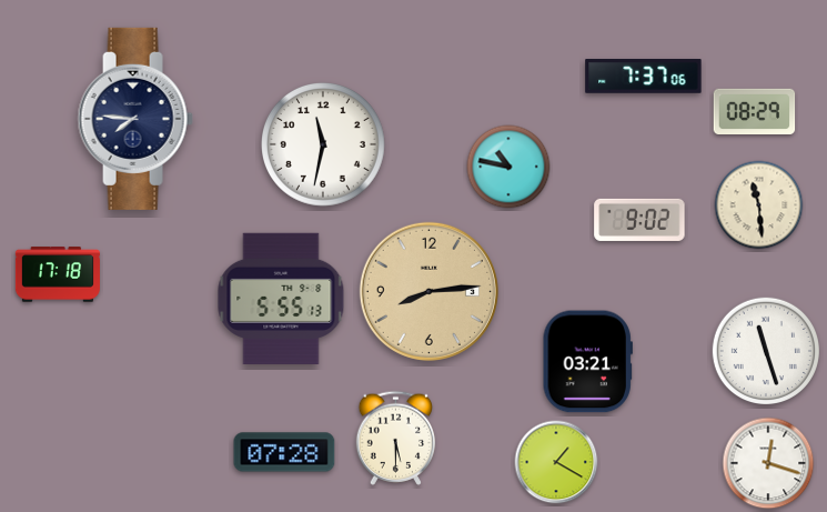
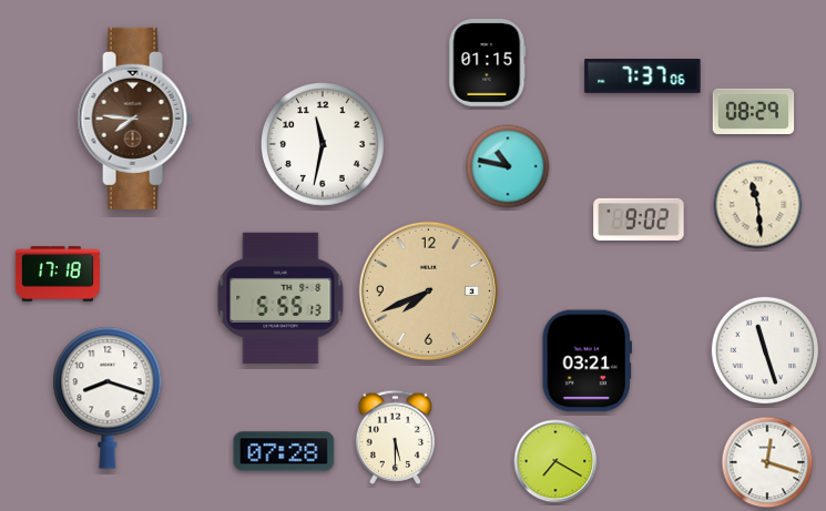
clock at (488, 63): none -> 01:15
clock at (135, 119) dial: navy -> brown
clock at (428, 291): 8:14 -> 7:41
clock at (108, 398): none -> 8:18
clock at (556, 462): 1:20 -> 7:20
